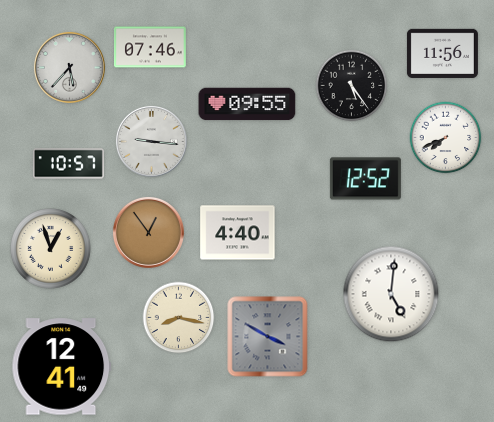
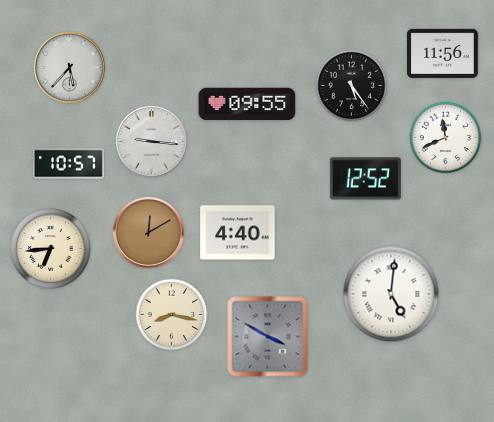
clock at (151, 47): 07:46 -> none
clock at (446, 138): 7:41 -> 11:41
clock at (148, 232): 12:54 -> 12:10
clock at (51, 249): 12:57 -> 6:44
clock at (179, 318) position: (179, 318) -> (172, 315)
clock at (62, 367): 12:41 -> none
